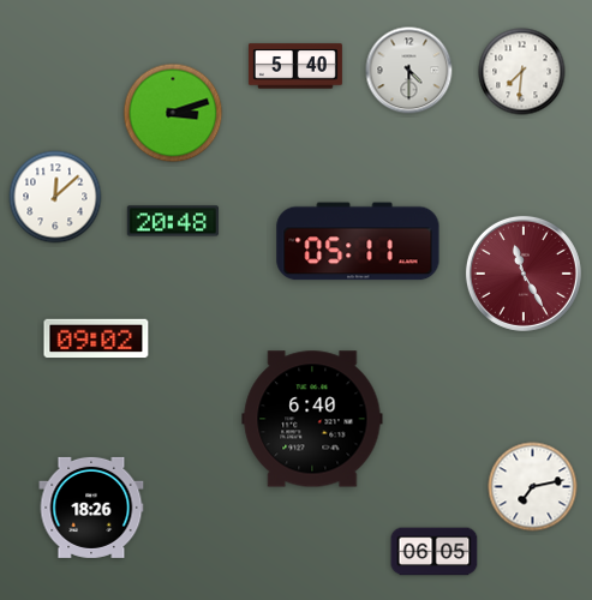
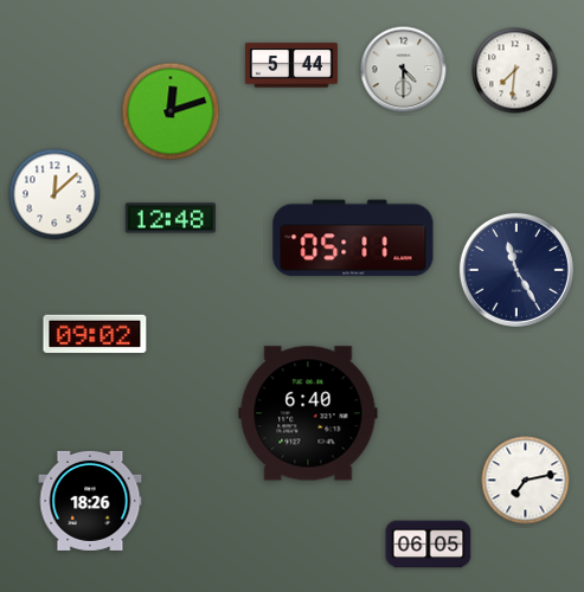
clock at (295, 66): 5:40 -> 5:44
clock at (173, 113): 3:12 -> 12:12
clock at (173, 221): 20:48 -> 12:48
clock at (524, 274) dial: burgundy -> navy
